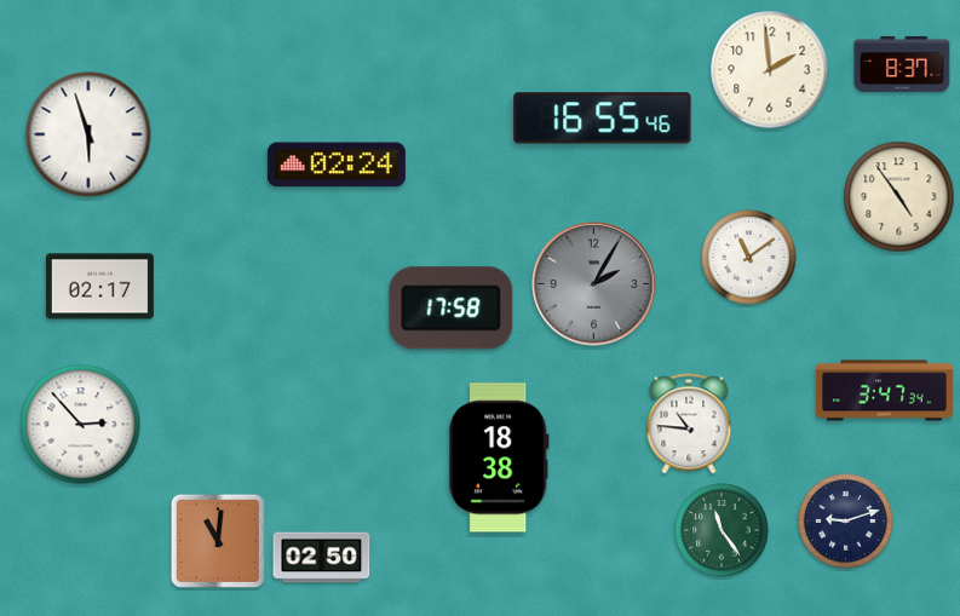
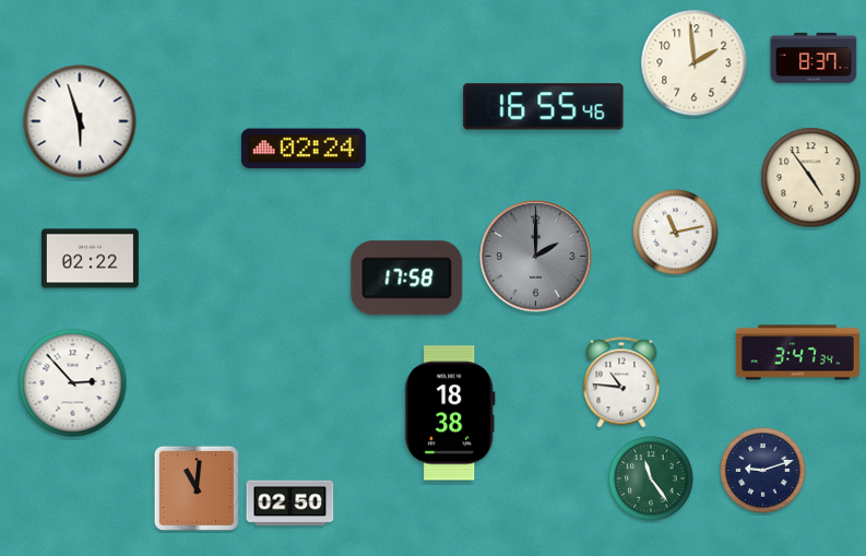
clock at (749, 258): 11:09 -> 11:13
clock at (594, 284): 2:05 -> 2:00
clock at (99, 287): 02:17 -> 02:22
